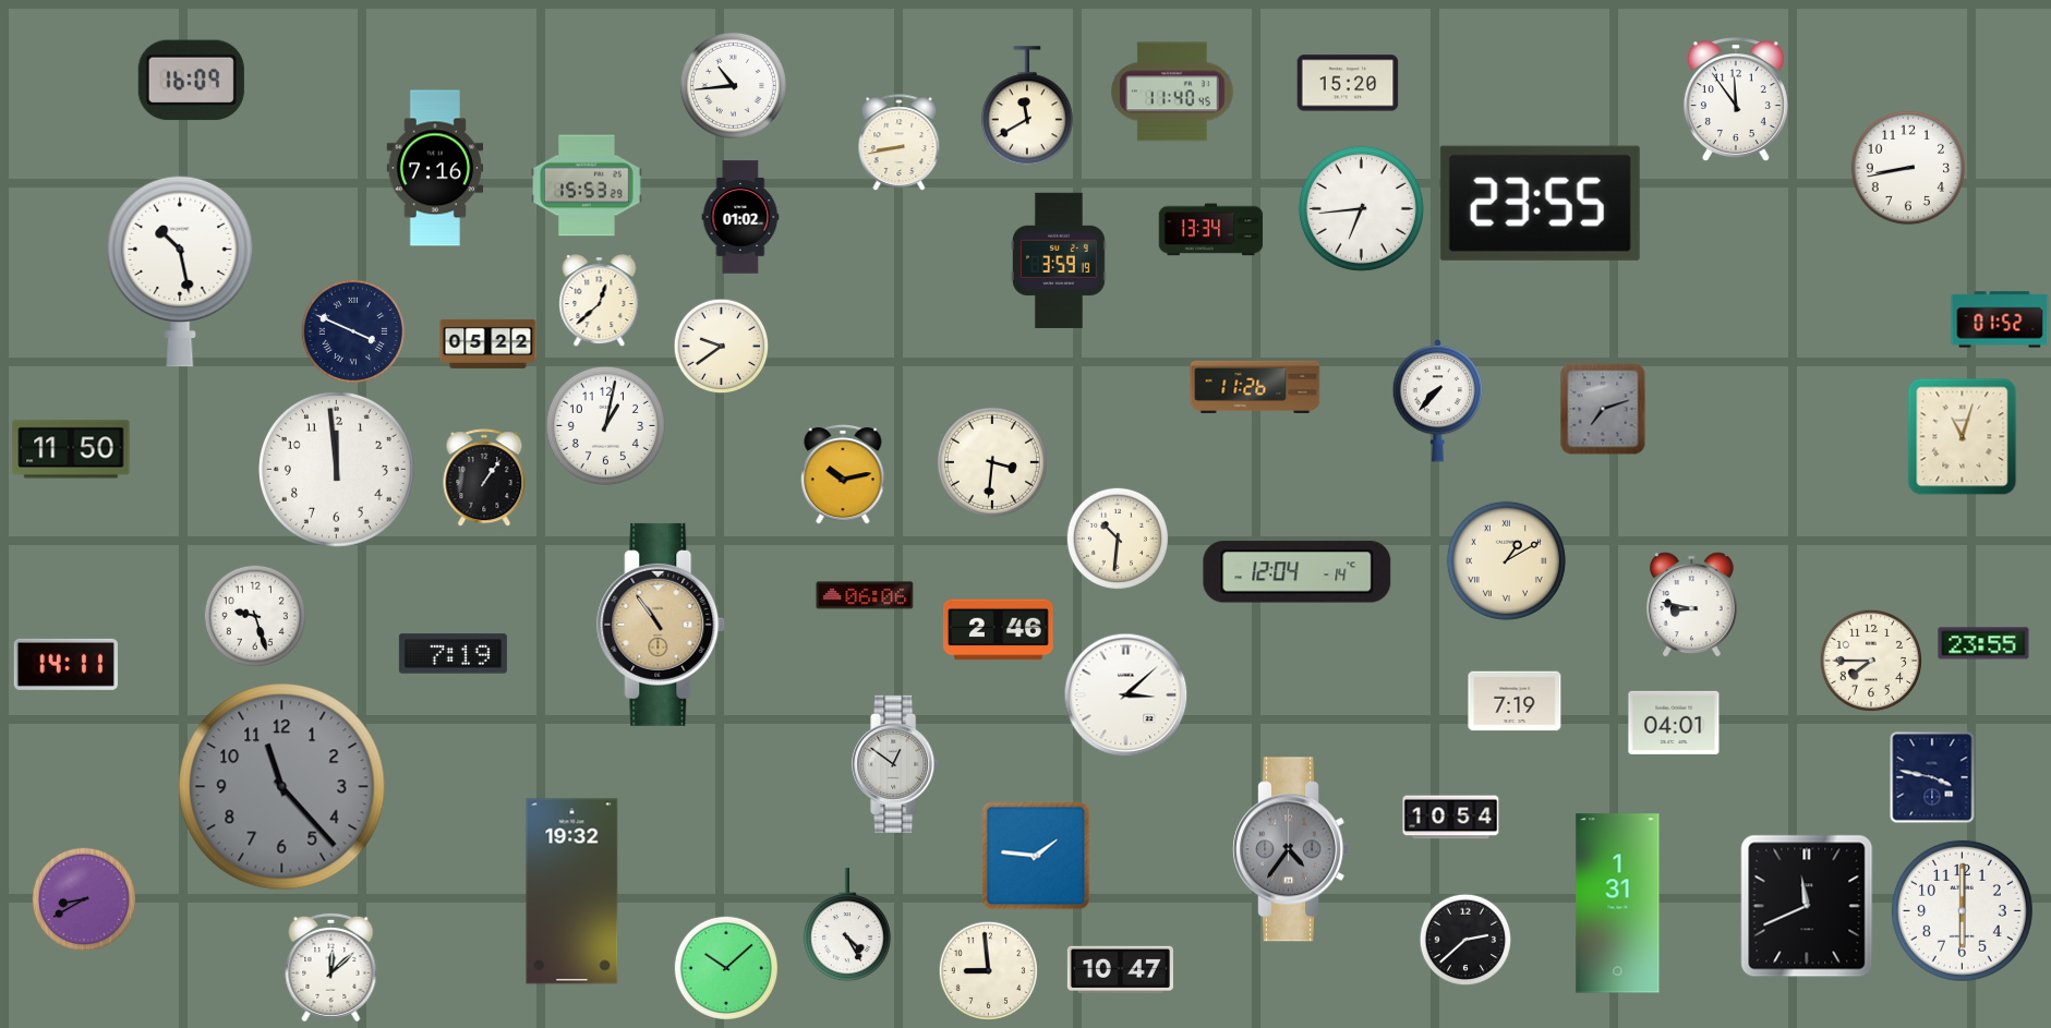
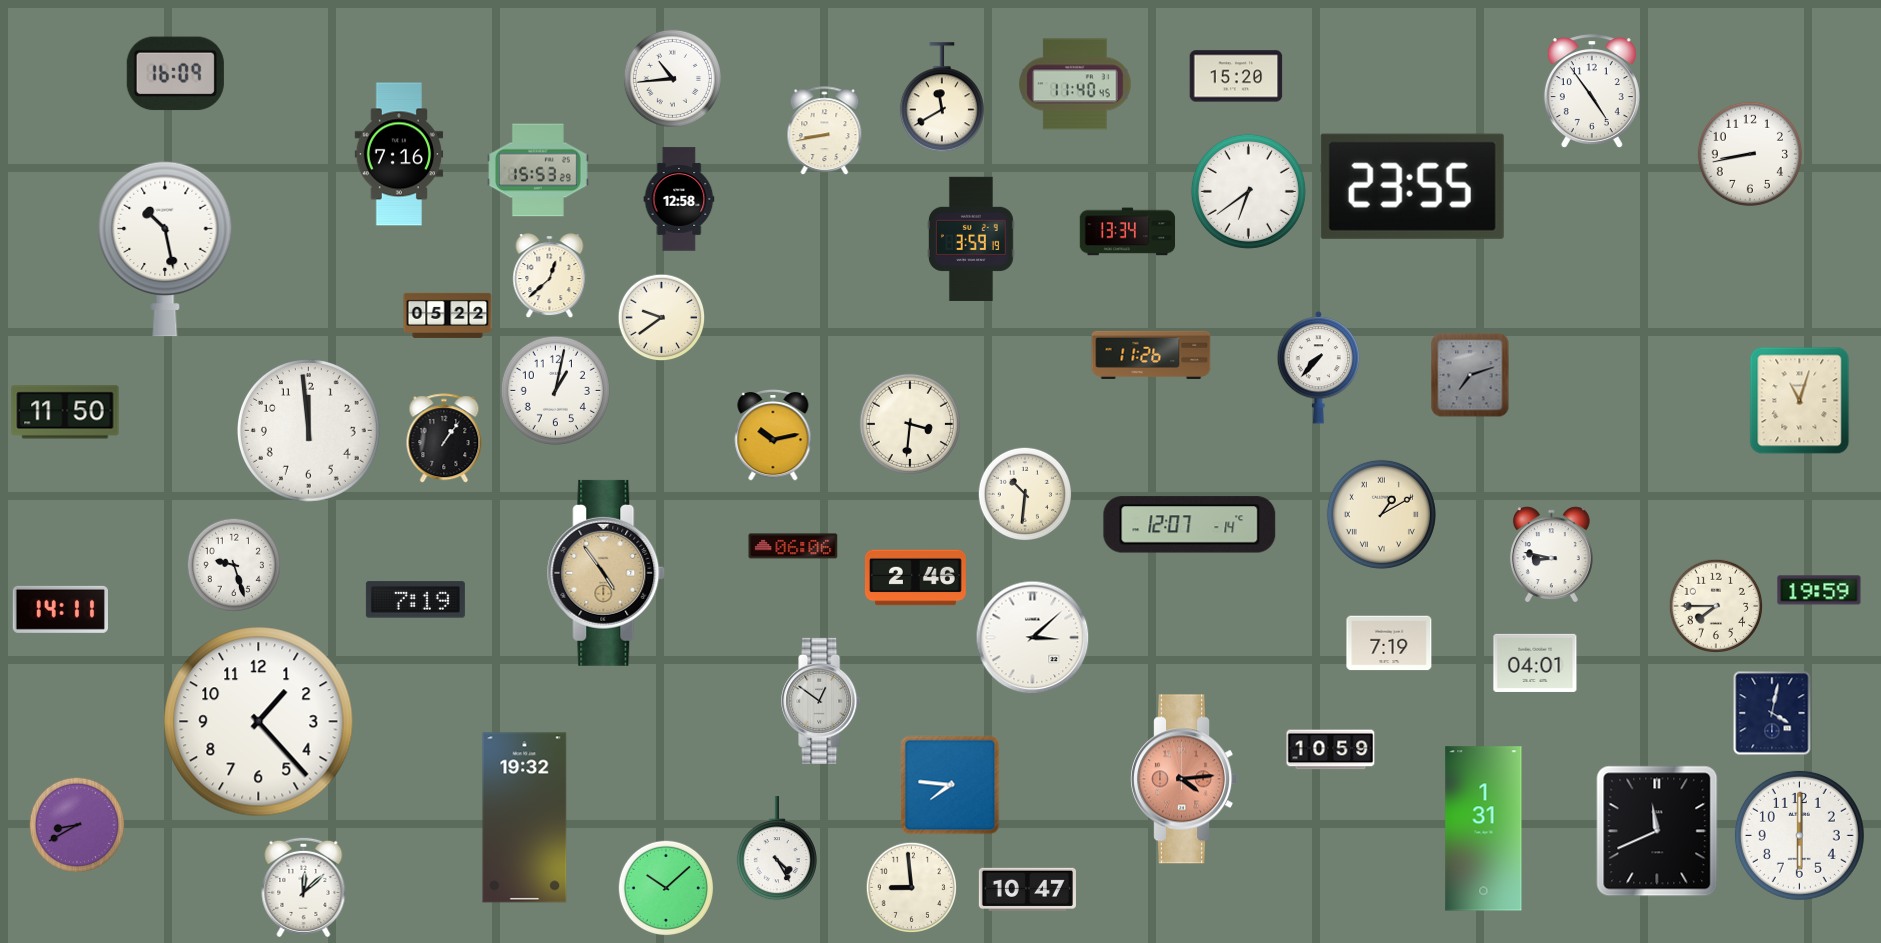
clock at (1736, 99): 11:54 -> 4:54
clock at (1361, 208): 6:44 -> 6:39
clock at (740, 217): 01:02 -> 12:58
clock at (1211, 230) position: (1211, 230) -> (1128, 232)
clock at (2000, 319): 01:52 -> none
clock at (352, 330): 3:49 -> none
clock at (1298, 572): 12:04 -> 12:07
clock at (662, 625): 10:54 -> 4:54
clock at (1983, 643): 23:55 -> 19:59
clock at (1932, 777): 3:47 -> 4:02
clock at (282, 787): 11:23 -> 1:23
clock at (282, 787) dial: grey -> white
clock at (1451, 818): 10:54 -> 10:59
clock at (1291, 849): 4:36 -> 4:14
clock at (1291, 849) dial: grey -> salmon
clock at (1036, 856): 1:46 -> 7:46
clock at (1465, 940): 2:38 -> none
clock at (989, 971) position: (989, 971) -> (912, 888)
